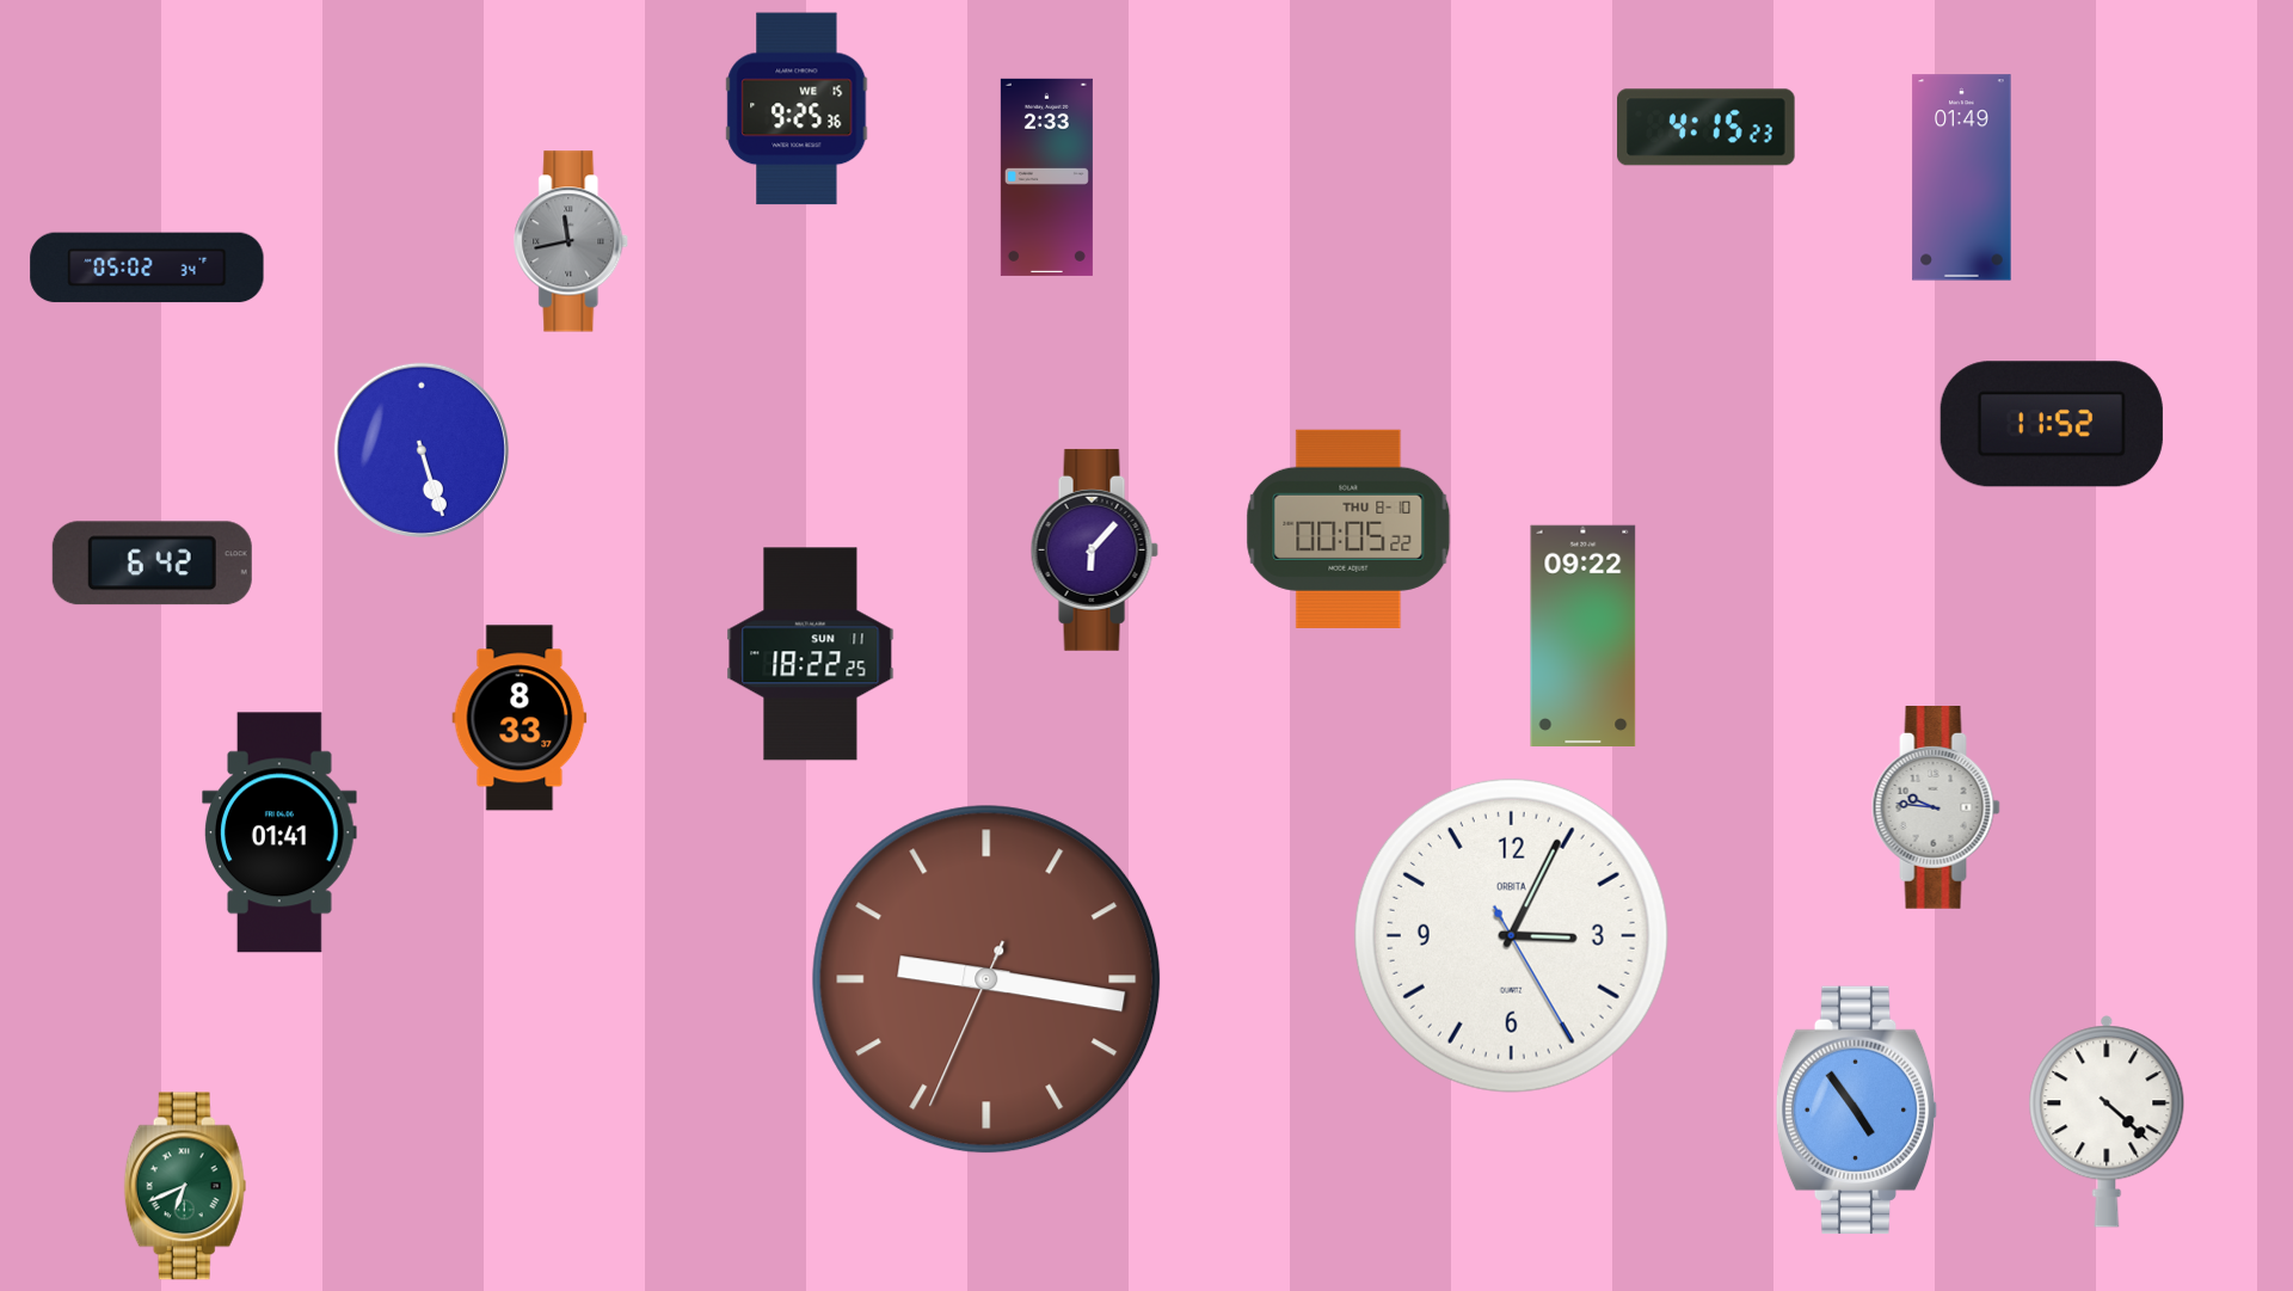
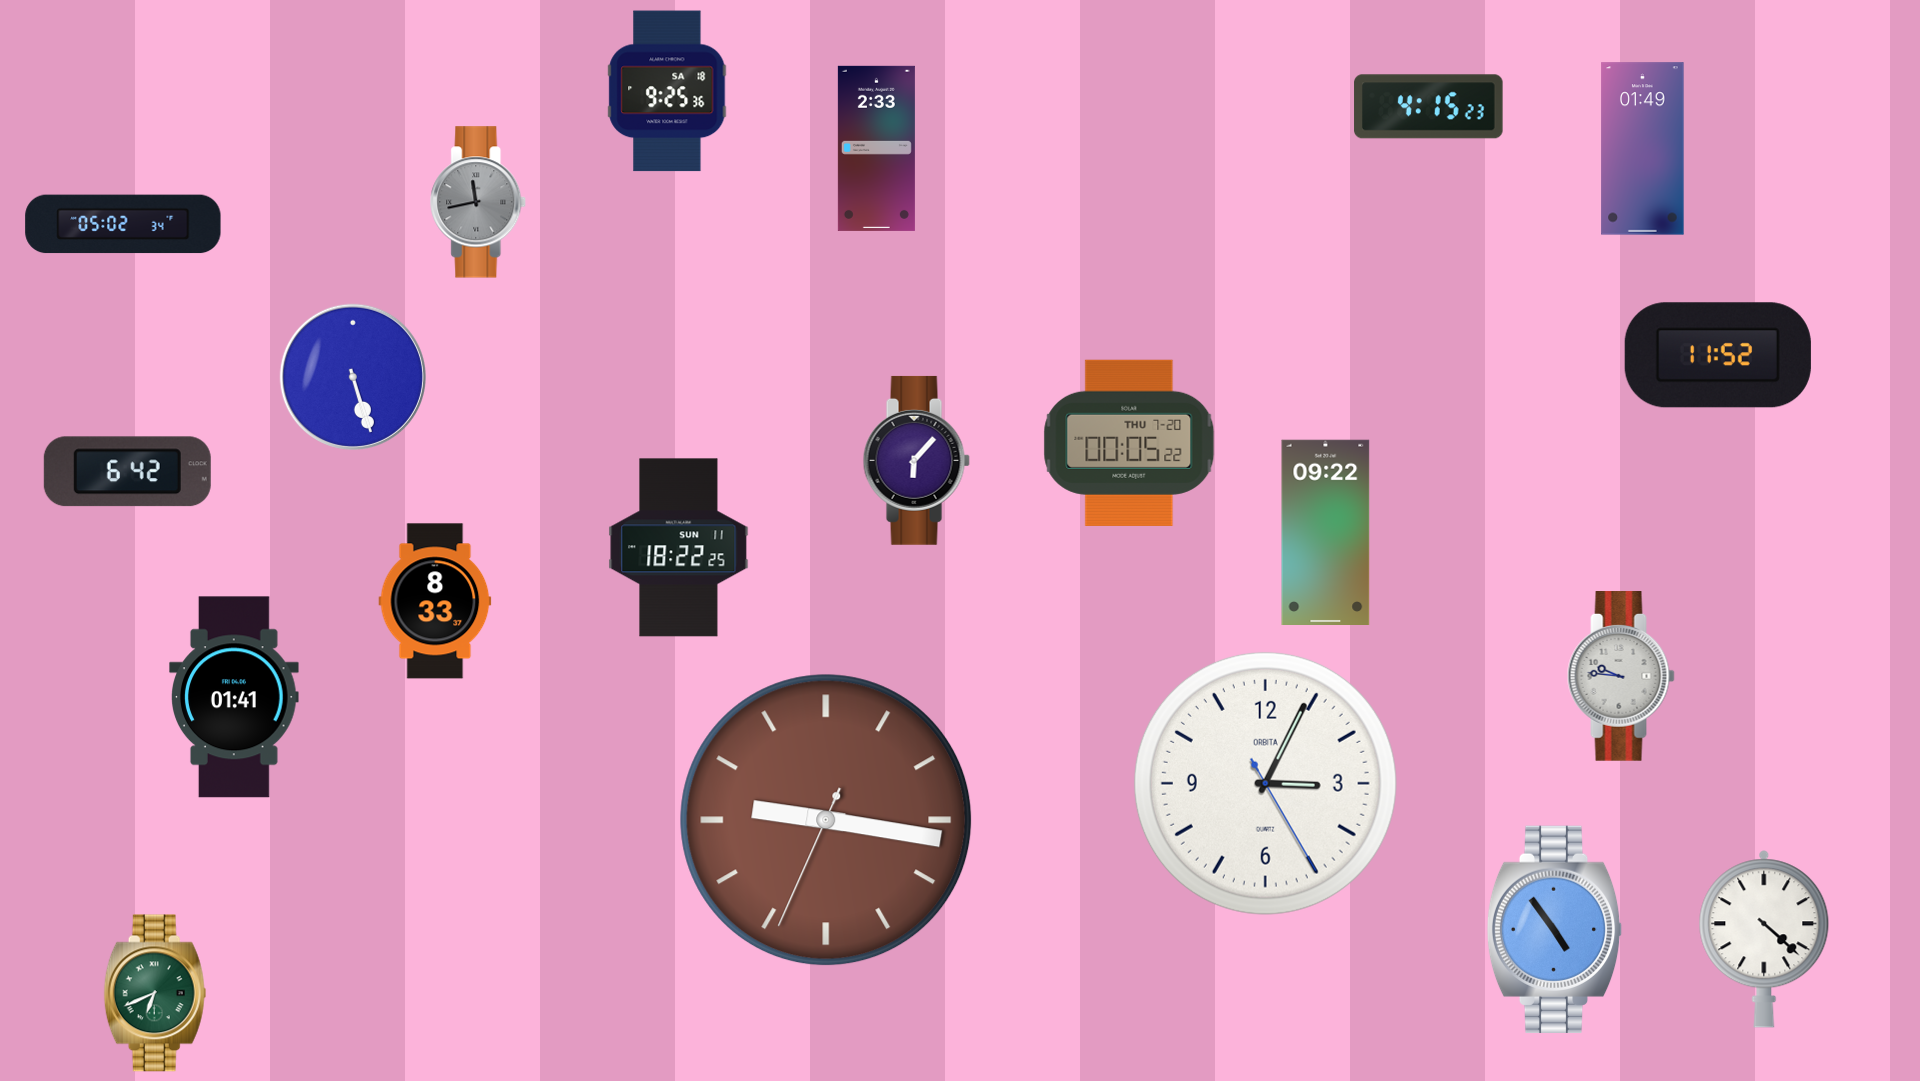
clock at (797, 109) date: WE 15 -> SA 18
clock at (1348, 529) date: THU 8-10 -> THU 7-20
